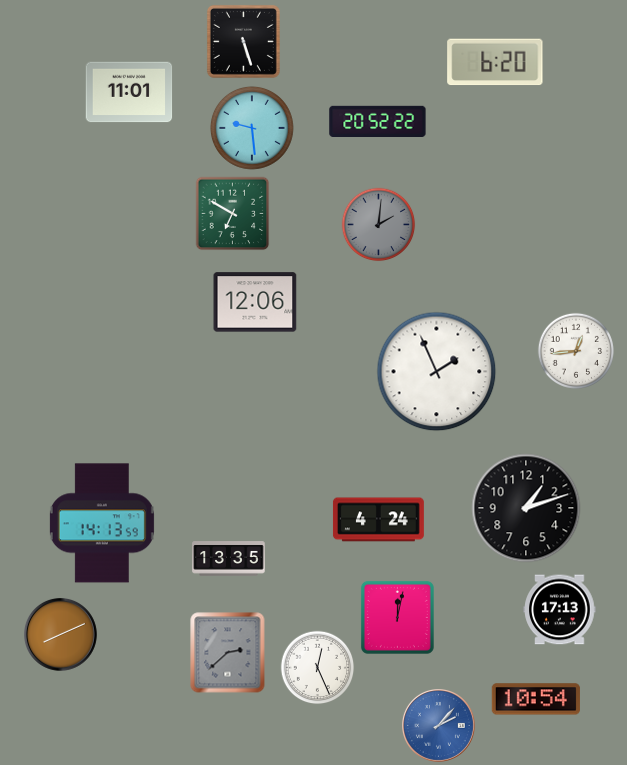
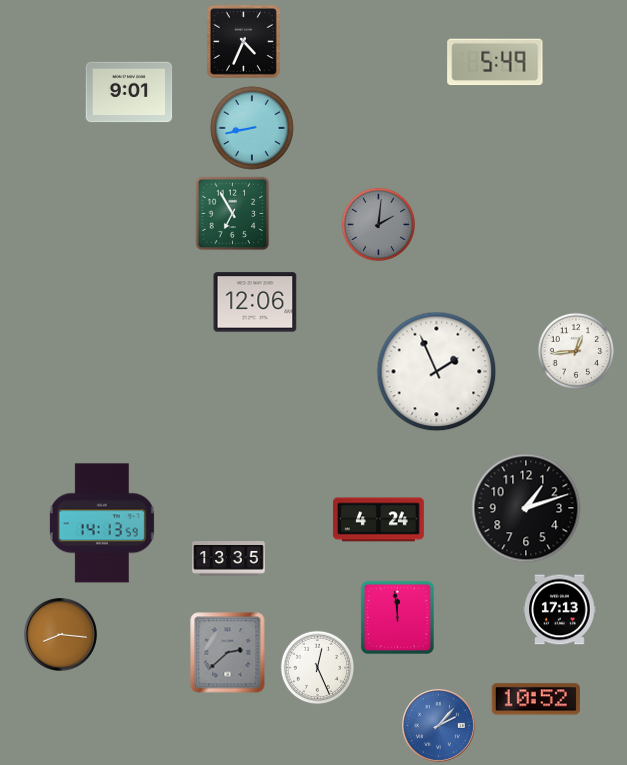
clock at (243, 41): 5:27 -> 4:34
clock at (495, 62): 6:20 -> 5:49
clock at (129, 92): 11:01 -> 9:01
clock at (378, 122): 20:52 -> none
clock at (253, 129): 9:29 -> 8:43
clock at (233, 214): 6:50 -> 6:55
clock at (397, 617): 12:02 -> 11:59
clock at (61, 635): 8:11 -> 8:16
clock at (536, 699): 10:54 -> 10:52
